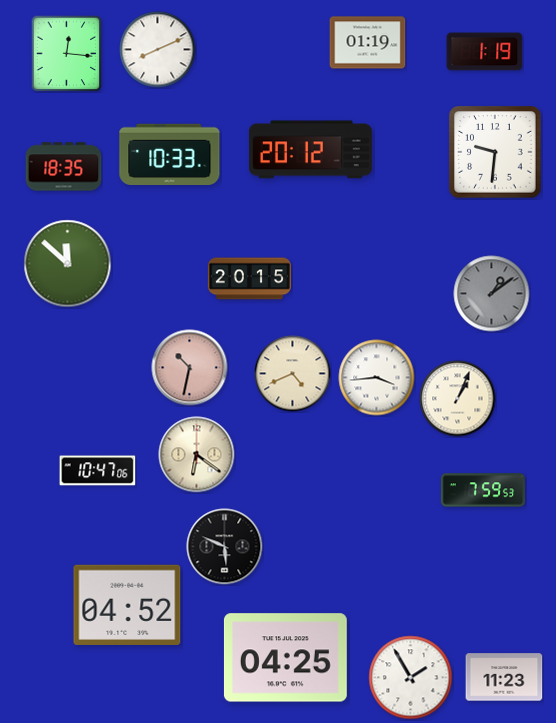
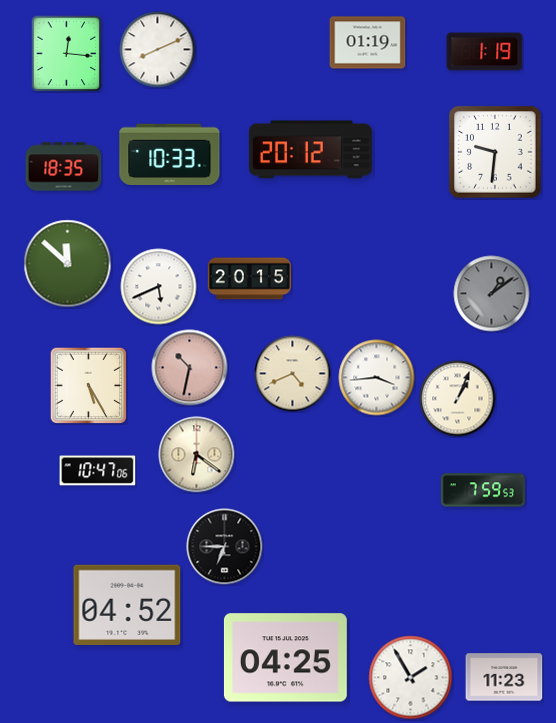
clock at (159, 287): none -> 5:41
clock at (88, 385): none -> 5:25
clock at (225, 547): 5:49 -> 6:45
